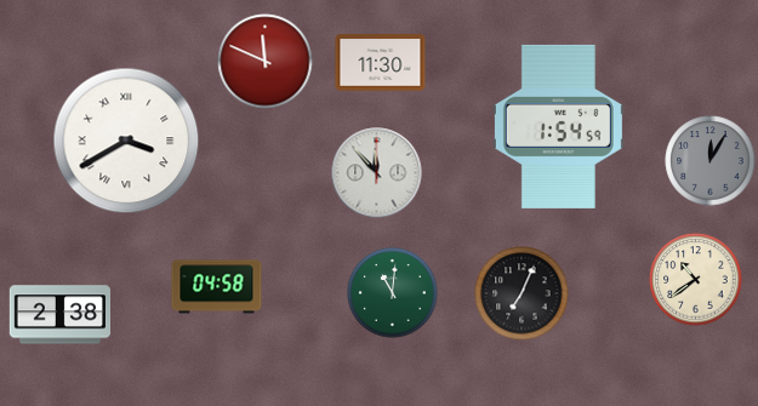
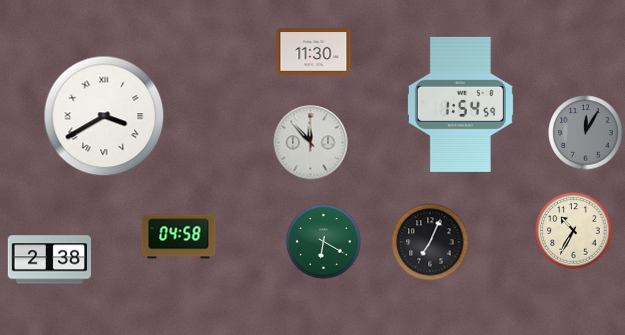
clock at (266, 62): 11:49 -> none
clock at (696, 280): 10:39 -> 10:35
clock at (393, 293): 11:01 -> 6:20
